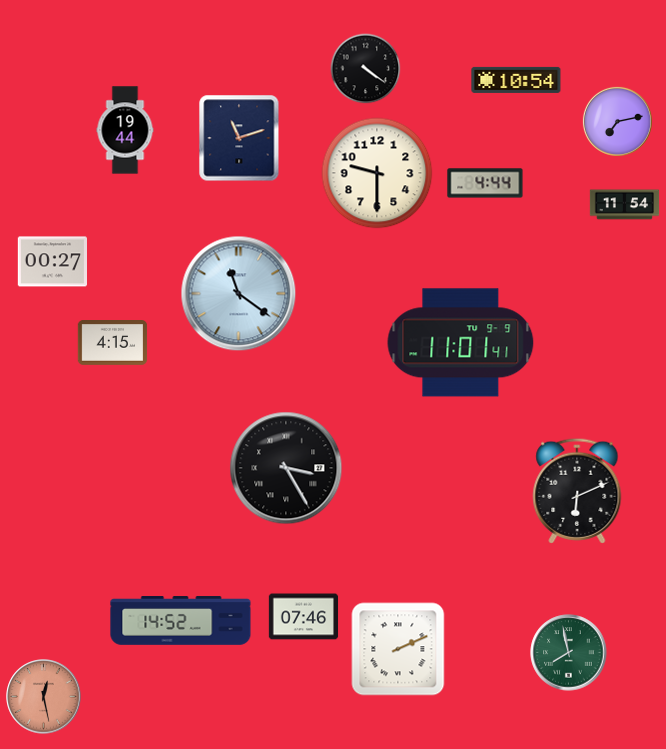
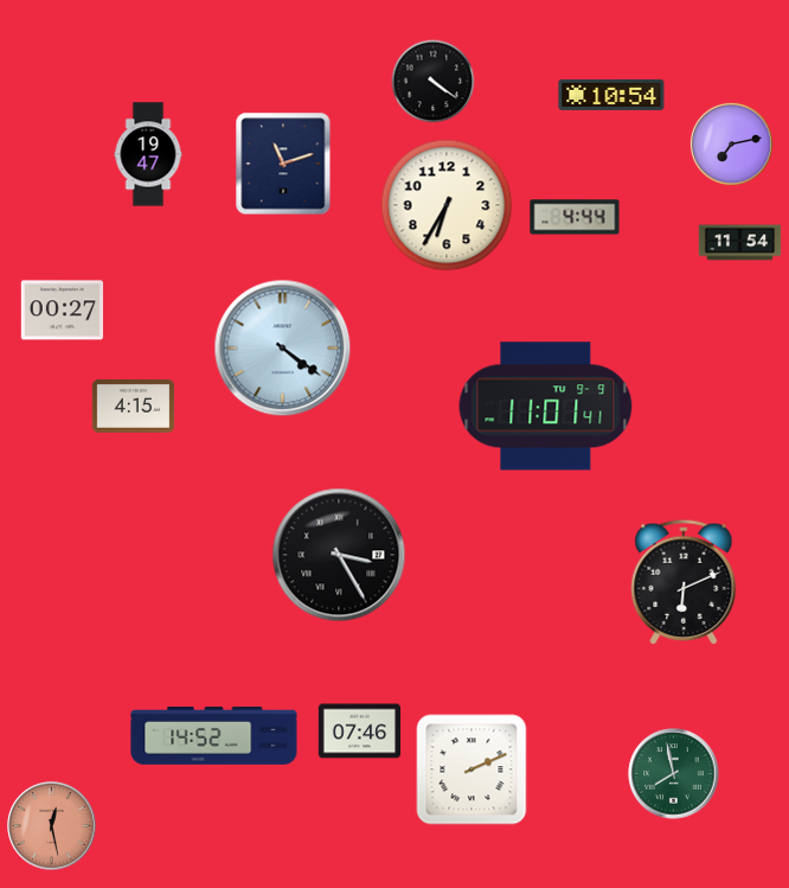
clock at (125, 130): 19:44 -> 19:47
clock at (377, 173): 9:30 -> 6:35
clock at (239, 294): 11:21 -> 4:21
